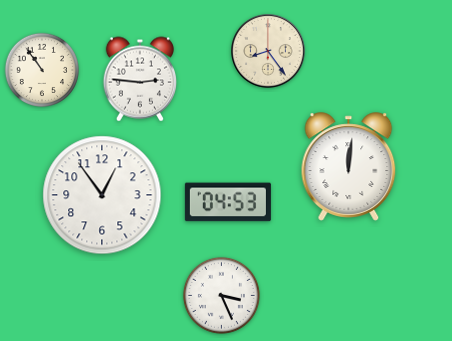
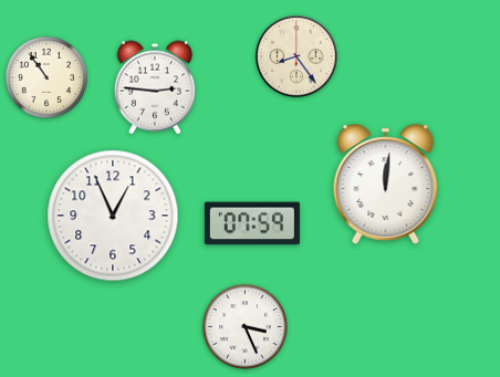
clock at (102, 195): 12:54 -> 12:56
clock at (228, 202): 04:53 -> 07:59
